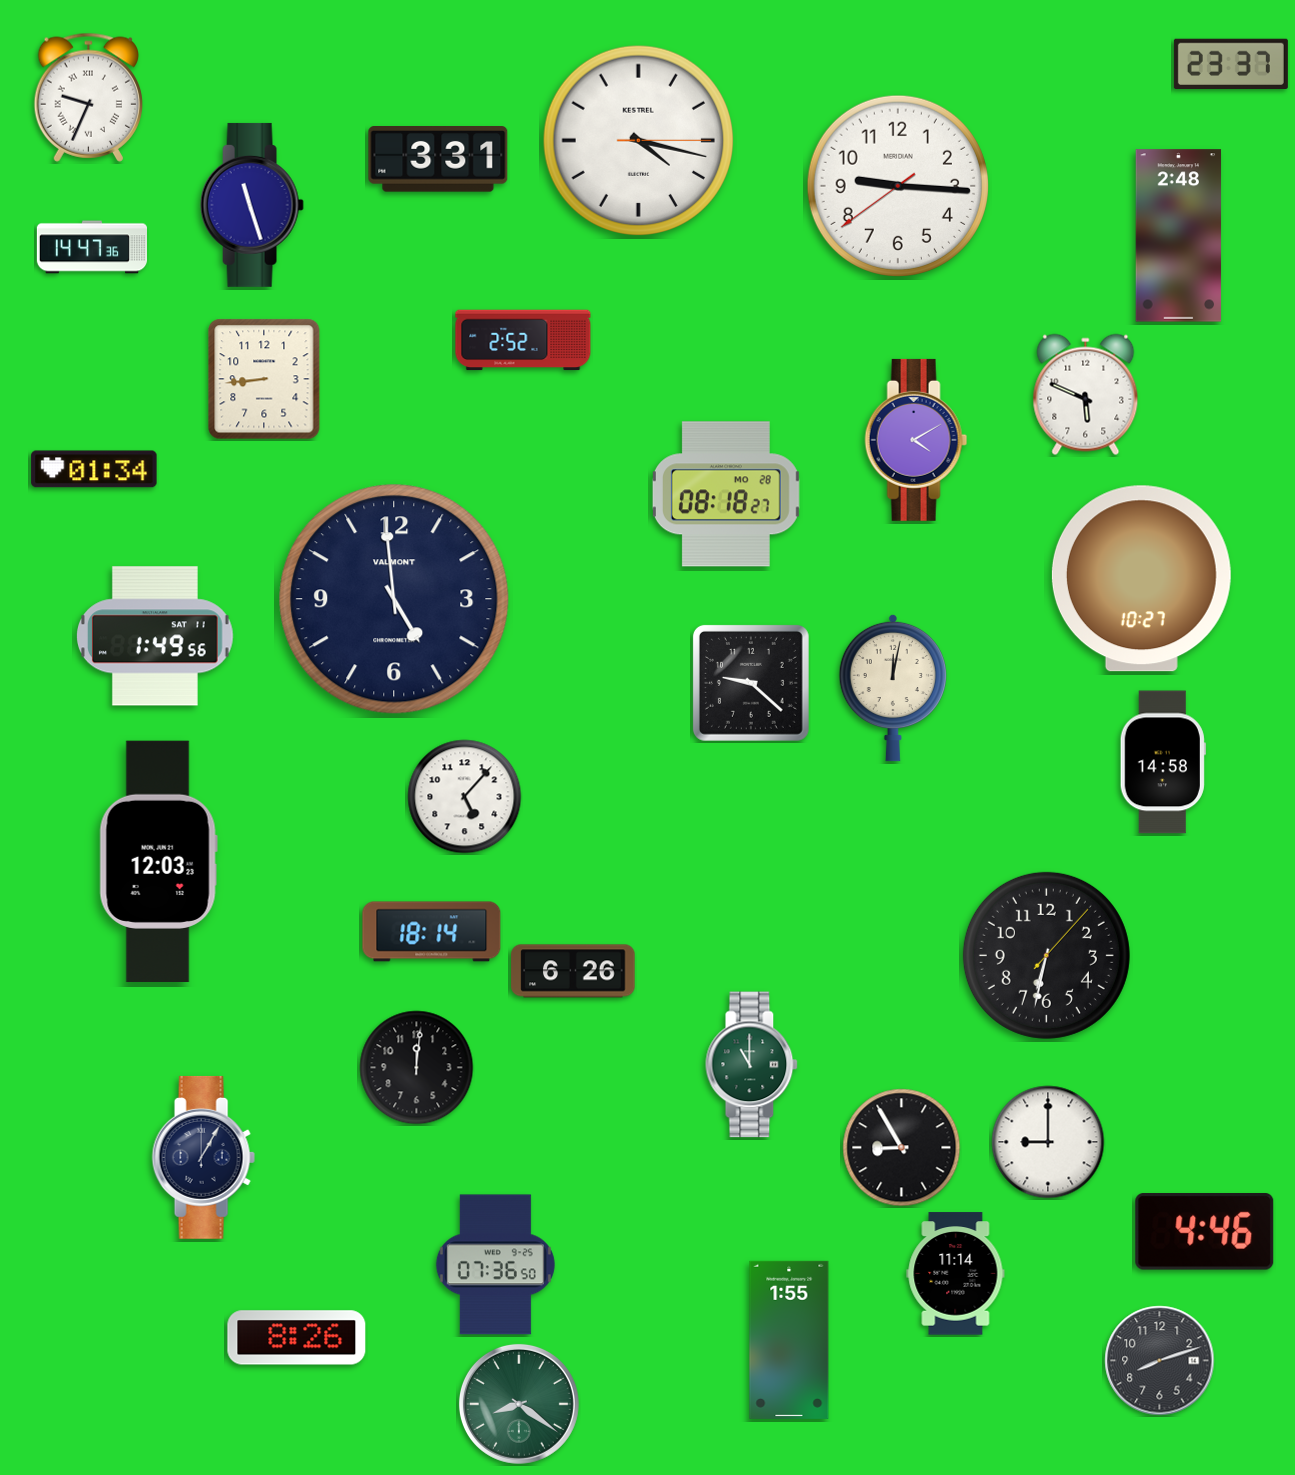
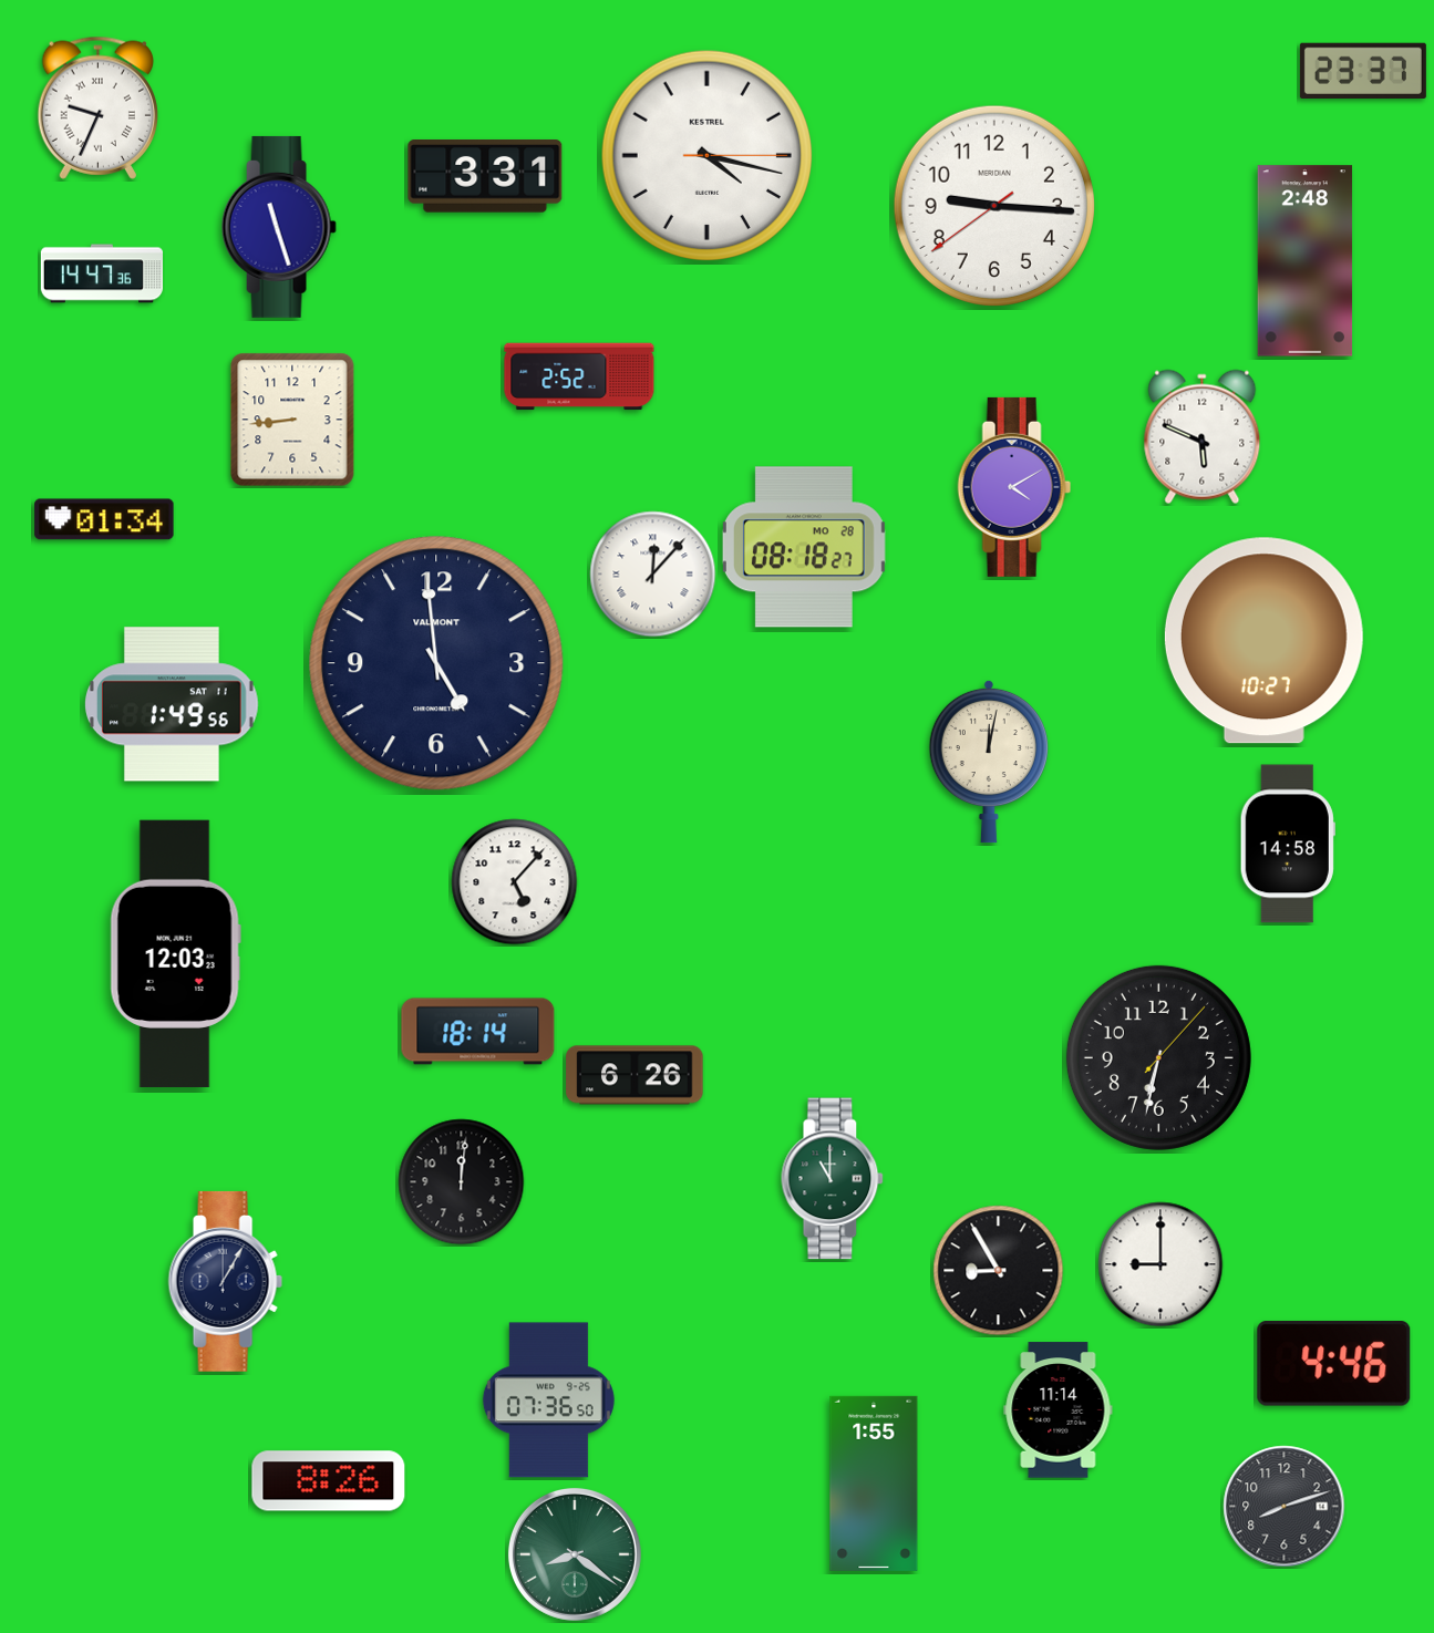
clock at (653, 575): none -> 12:07
clock at (751, 683): 9:22 -> none
